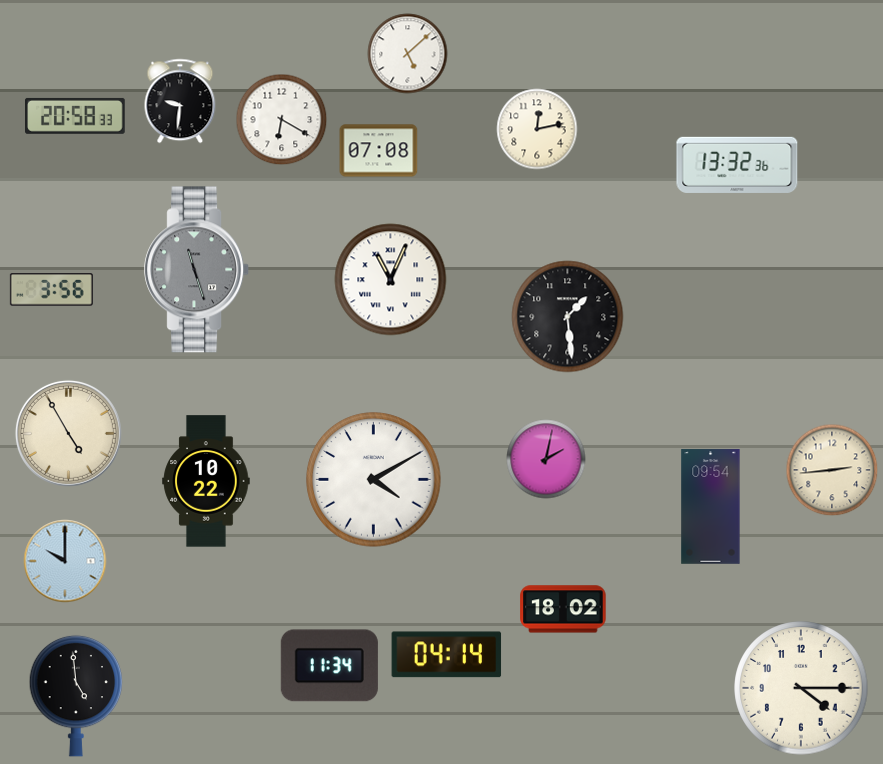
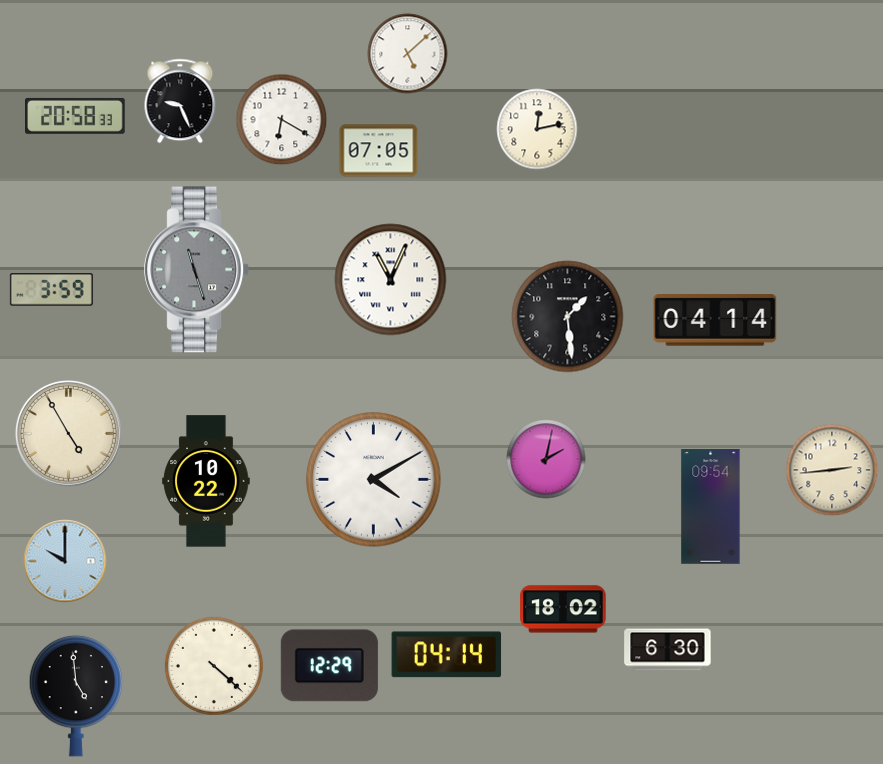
clock at (180, 101): 9:31 -> 9:26
clock at (379, 151): 07:08 -> 07:05
clock at (737, 165): 13:32 -> none
clock at (51, 290): 3:56 -> 3:59
clock at (715, 320): none -> 04:14
clock at (668, 650): none -> 6:30
clock at (214, 666): none -> 4:22
clock at (329, 666): 11:34 -> 12:29
clock at (801, 688): 4:15 -> none
